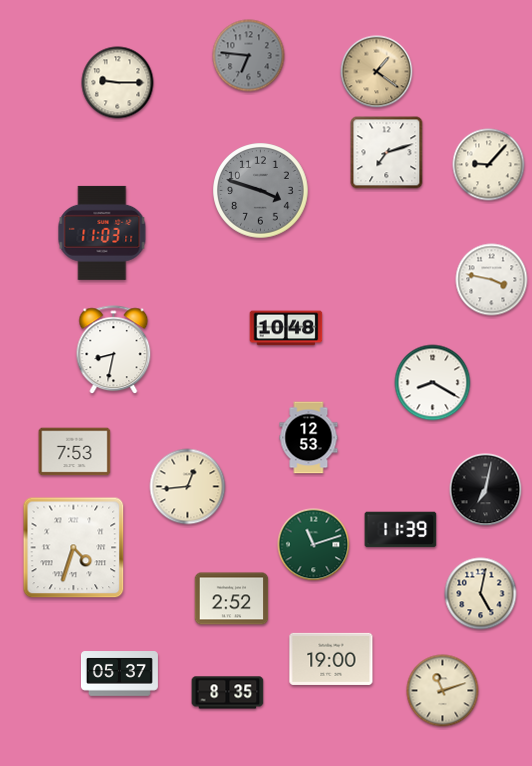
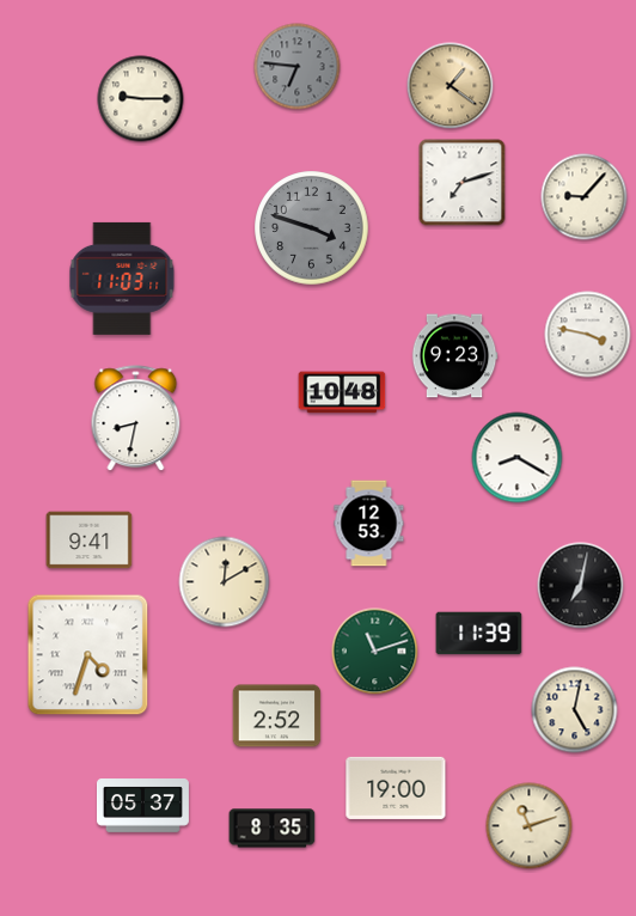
clock at (454, 356): none -> 9:23
clock at (75, 452): 7:53 -> 9:41
clock at (188, 487): 12:44 -> 12:10
